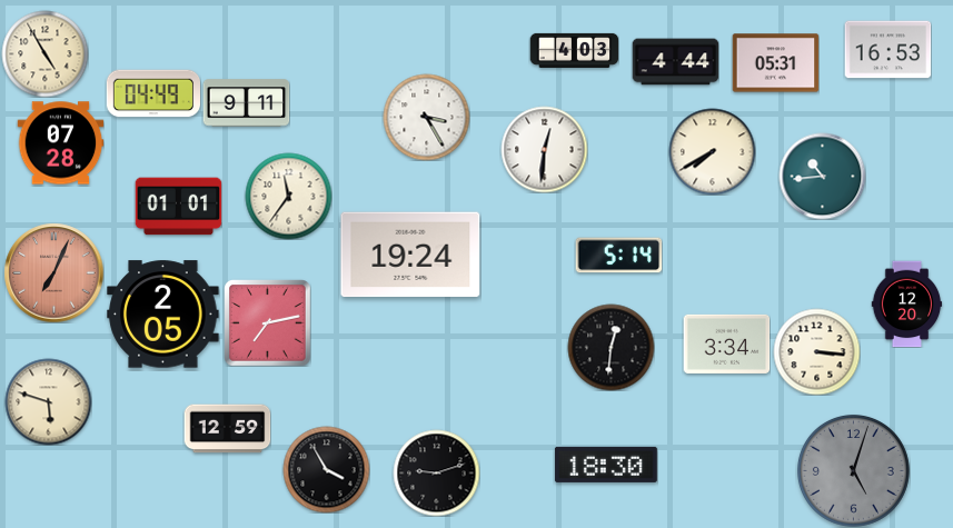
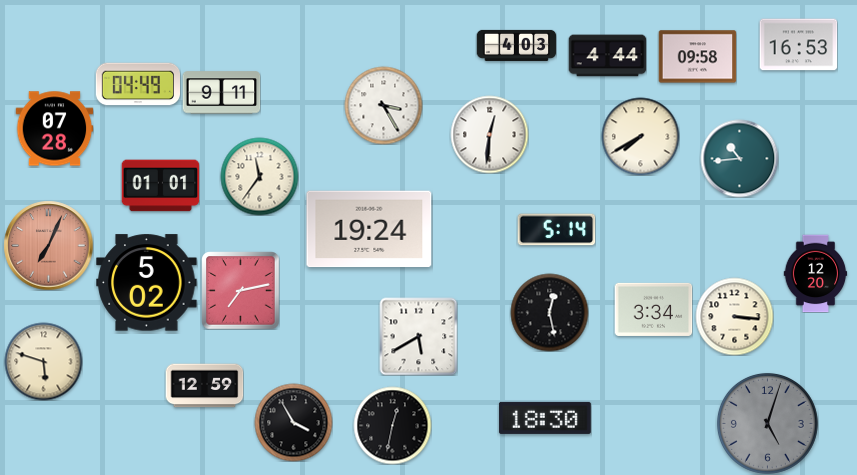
clock at (44, 53): 4:55 -> none
clock at (775, 63): 05:31 -> 09:58
clock at (163, 315): 2:05 -> 5:02
clock at (610, 347): 12:31 -> 12:28
clock at (418, 336): none -> 5:40
clock at (436, 472): 9:12 -> 12:32
